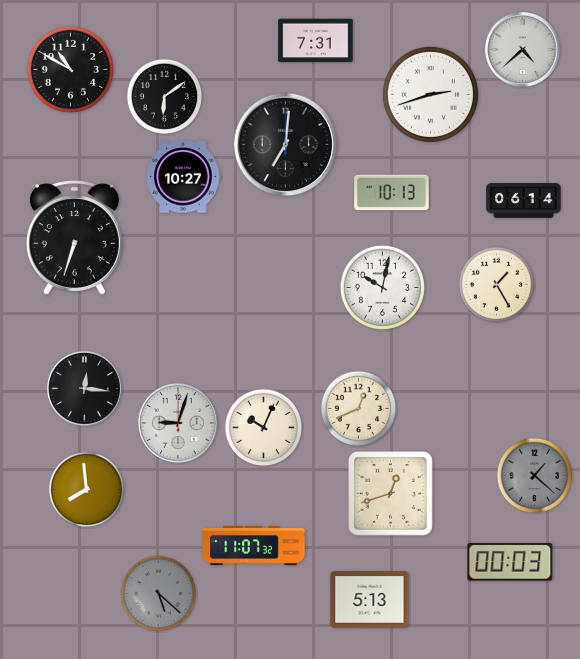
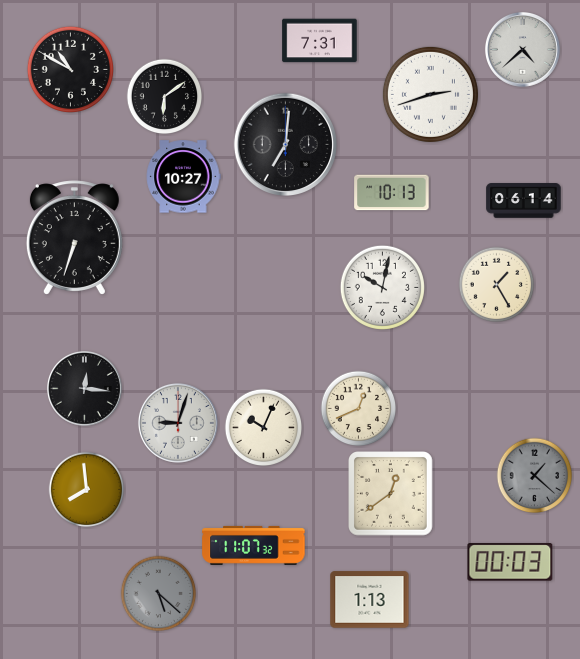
clock at (316, 41) position: (316, 41) -> (320, 41)
clock at (391, 494): 12:42 -> 12:39
clock at (370, 600): 5:13 -> 1:13
